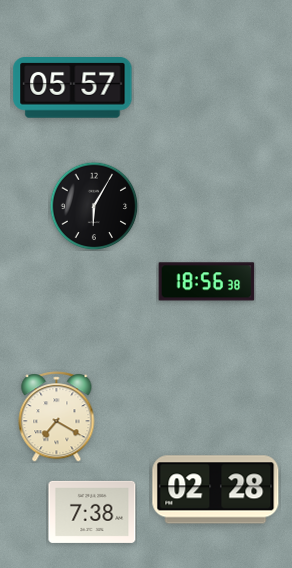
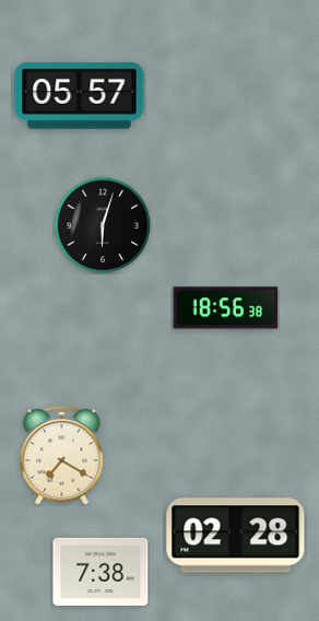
clock at (94, 206): 6:05 -> 6:03
clock at (92, 512) position: (92, 512) -> (101, 572)
